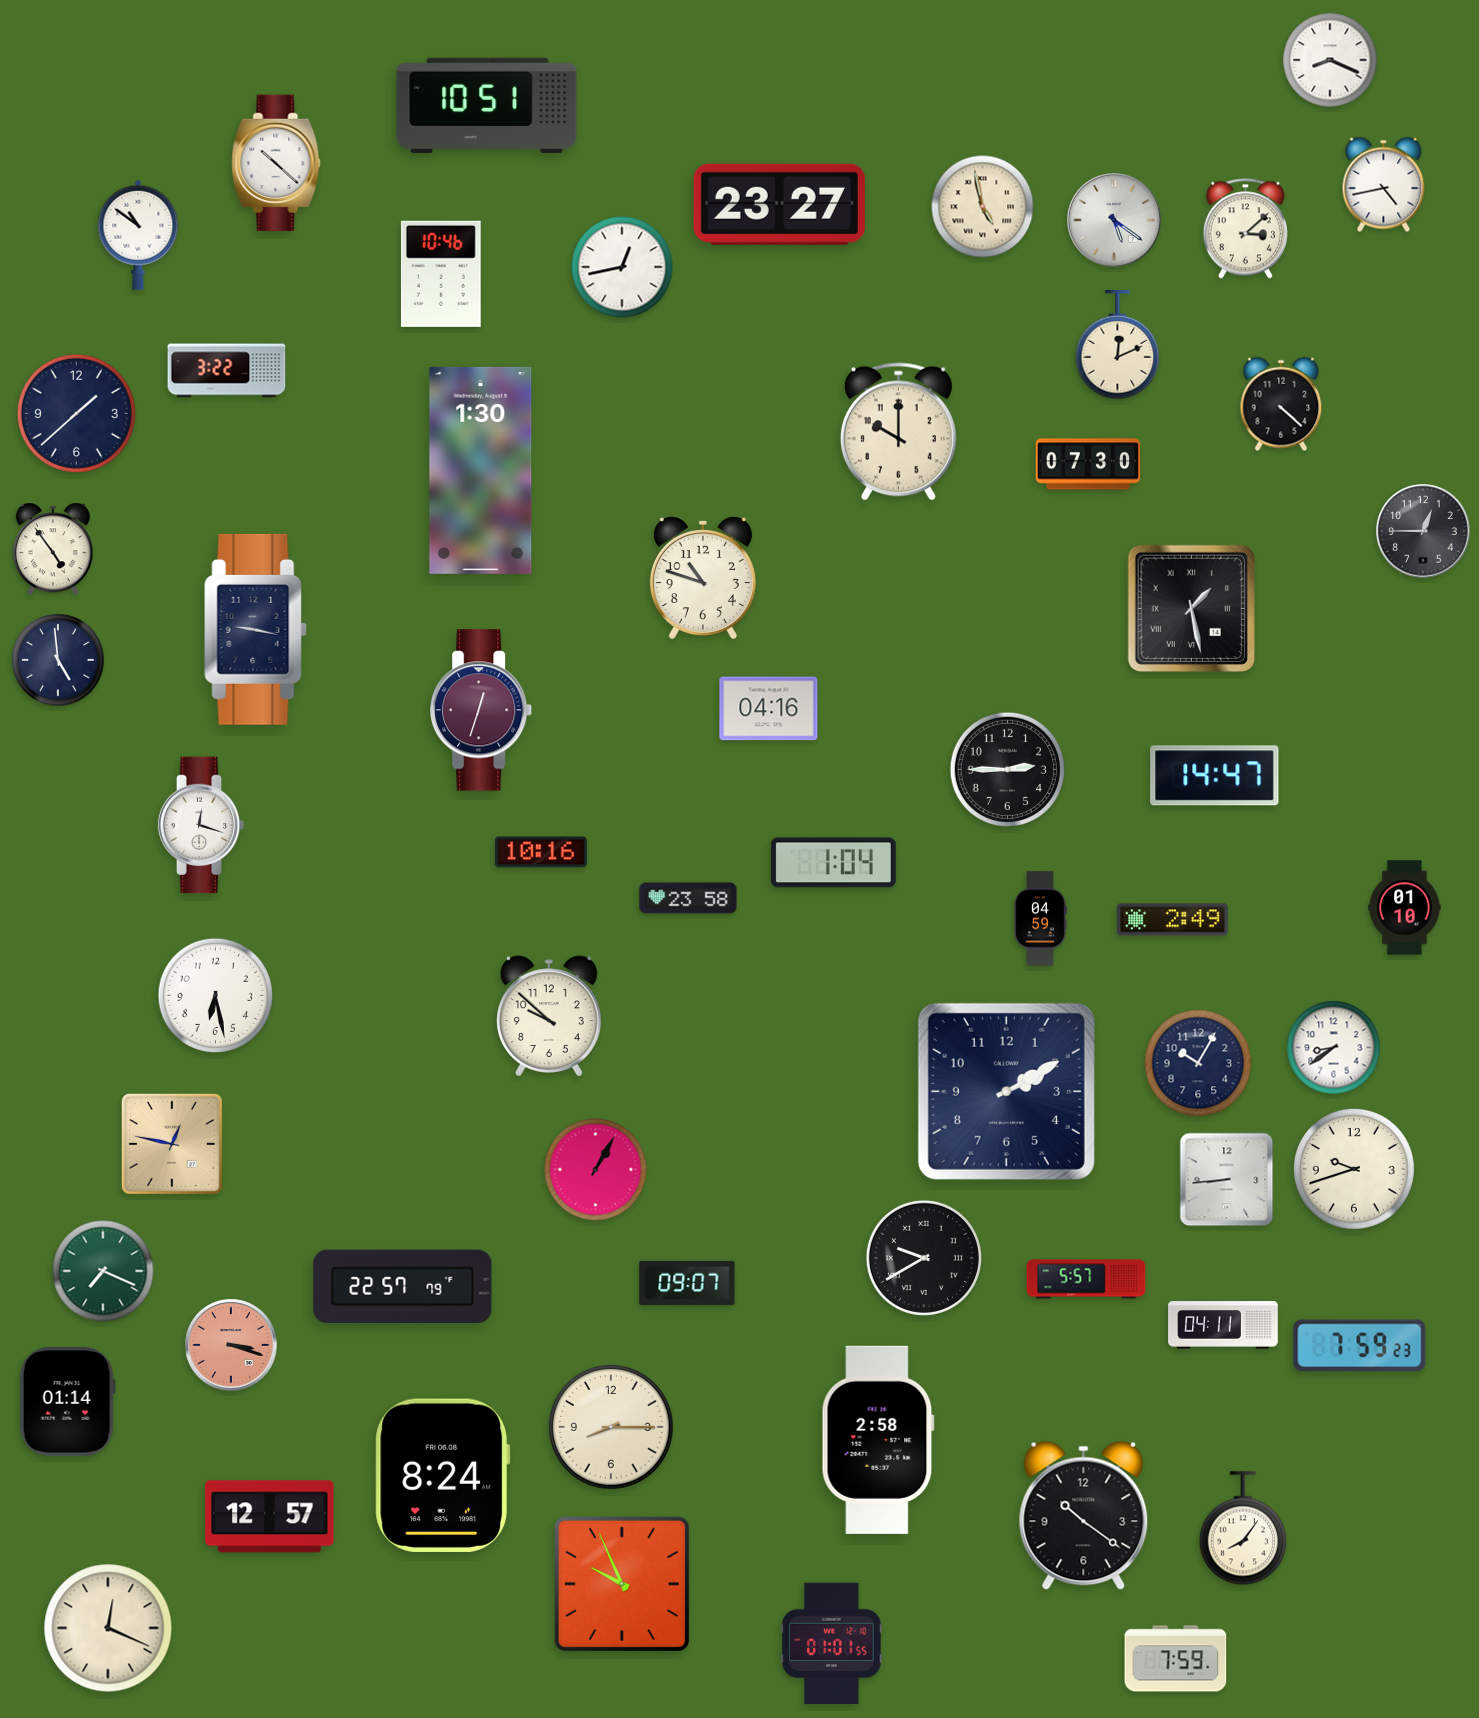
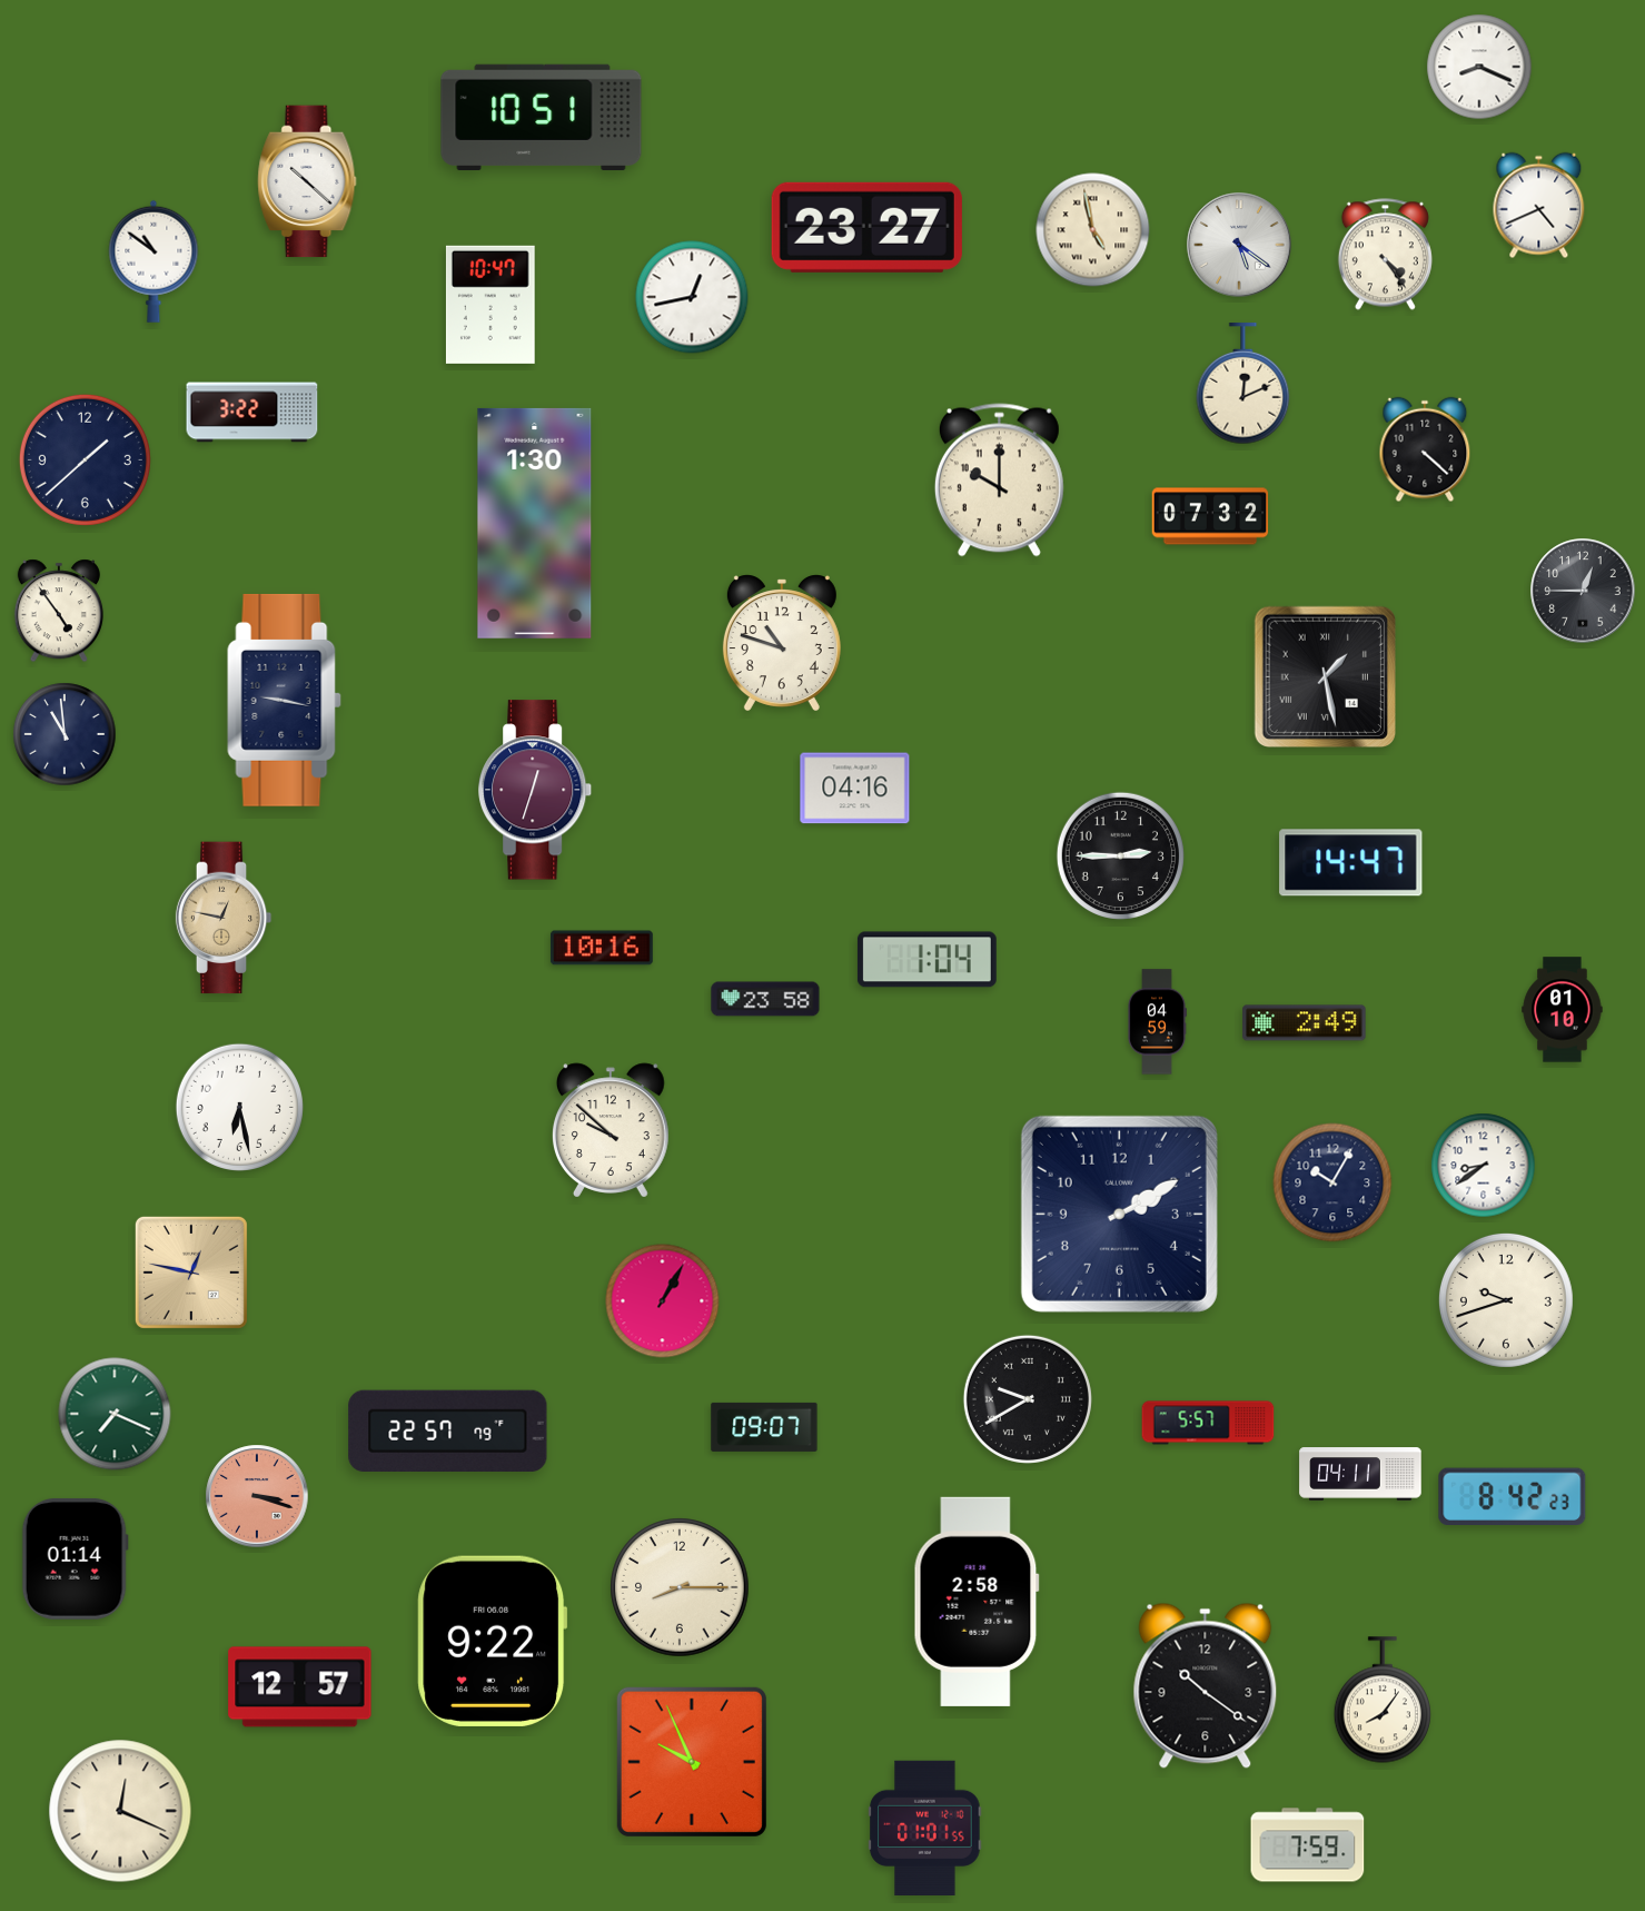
clock at (1384, 185): 4:43 -> 4:41
clock at (1245, 229): 3:08 -> 4:24
clock at (441, 274): 10:46 -> 10:47
clock at (1088, 464): 07:30 -> 07:32
clock at (58, 660): 4:59 -> 10:59
clock at (201, 825): 12:18 -> 12:47
clock at (201, 825) dial: white -> champagne
clock at (1227, 1180): 8:44 -> none
clock at (1360, 1346): 7:59 -> 8:42
clock at (443, 1475): 8:24 -> 9:22
